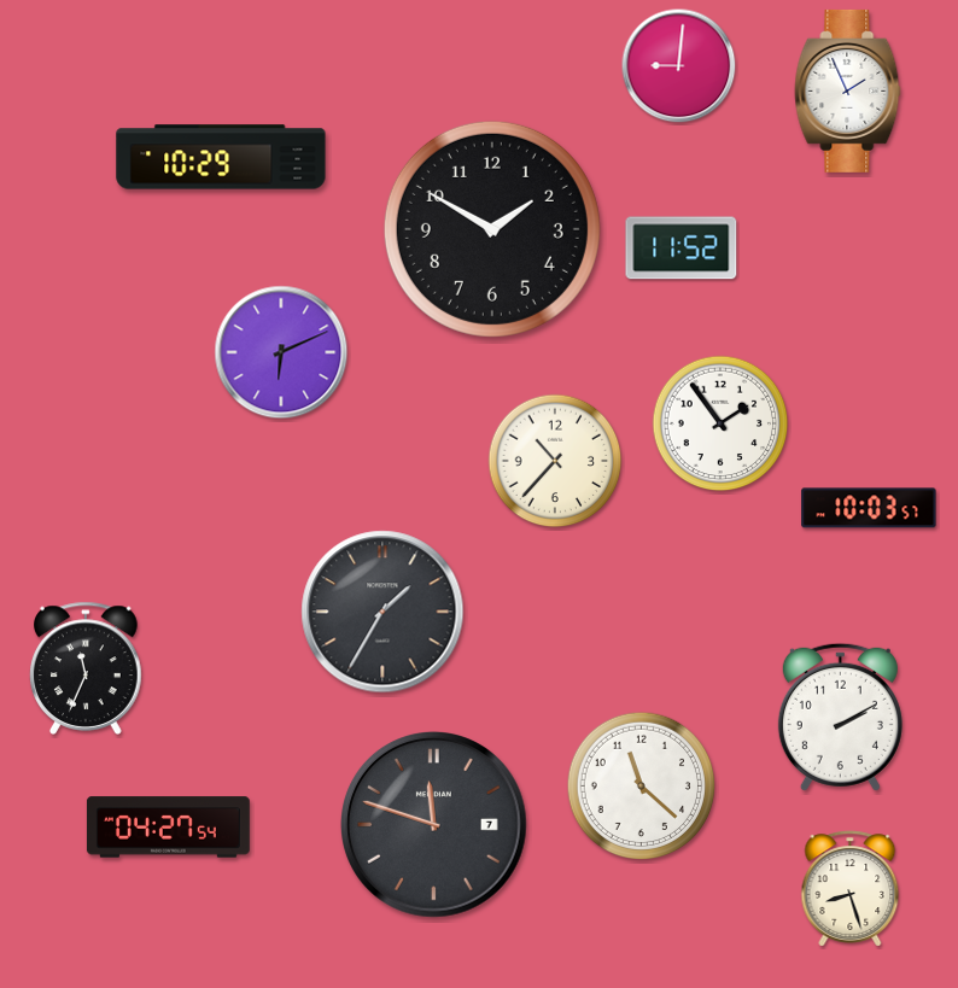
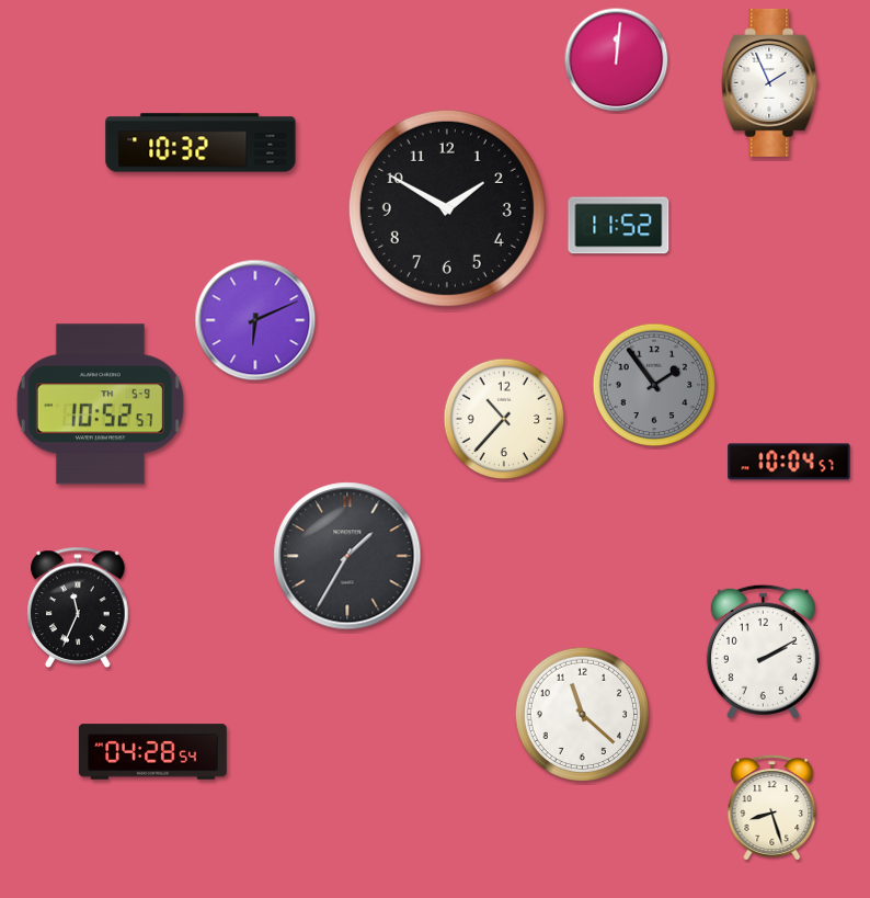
clock at (679, 66): 9:01 -> 12:01
clock at (221, 157): 10:29 -> 10:32
clock at (720, 423) dial: white -> grey
clock at (100, 405): none -> 10:52
clock at (869, 508): 10:03 -> 10:04
clock at (434, 825): 11:48 -> none
clock at (168, 828): 04:27 -> 04:28
